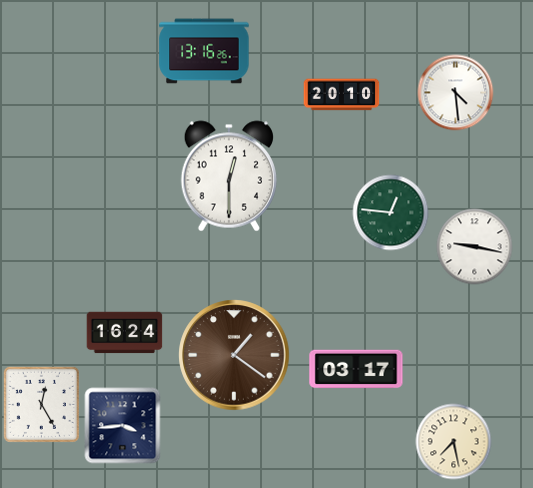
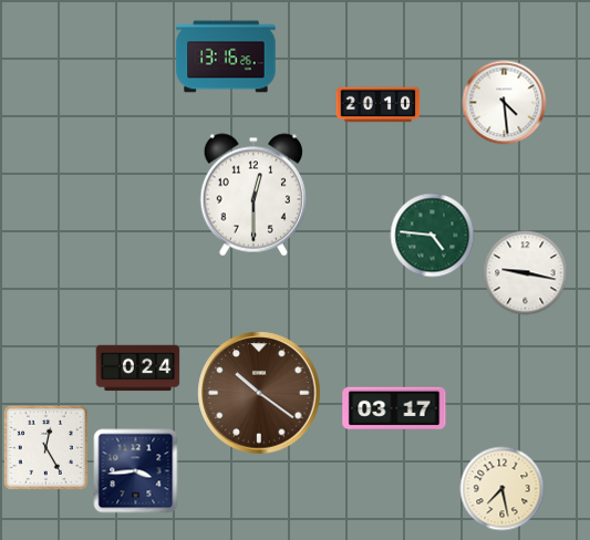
clock at (391, 213): 12:46 -> 4:46
clock at (125, 333): 16:24 -> 0:24
clock at (234, 355): 1:21 -> 10:21
